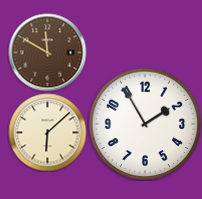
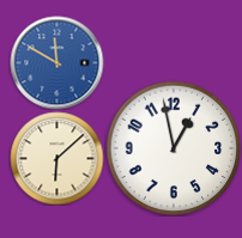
clock at (47, 52) dial: brown -> blue
clock at (145, 124): 1:55 -> 12:58
